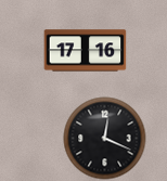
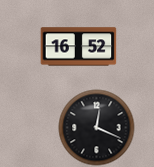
clock at (86, 51): 17:16 -> 16:52
